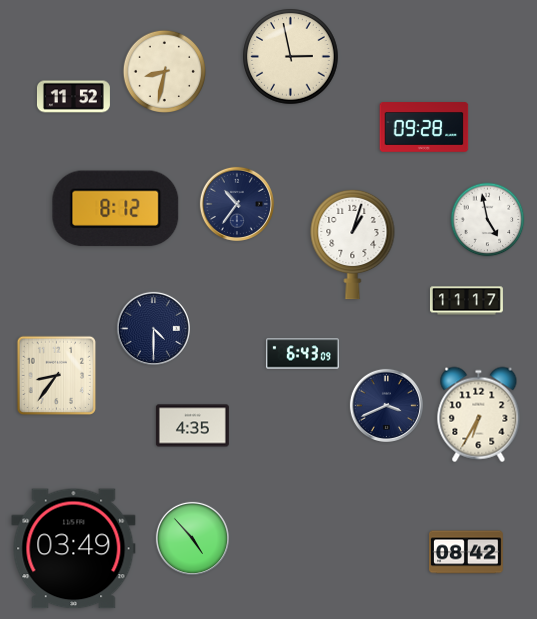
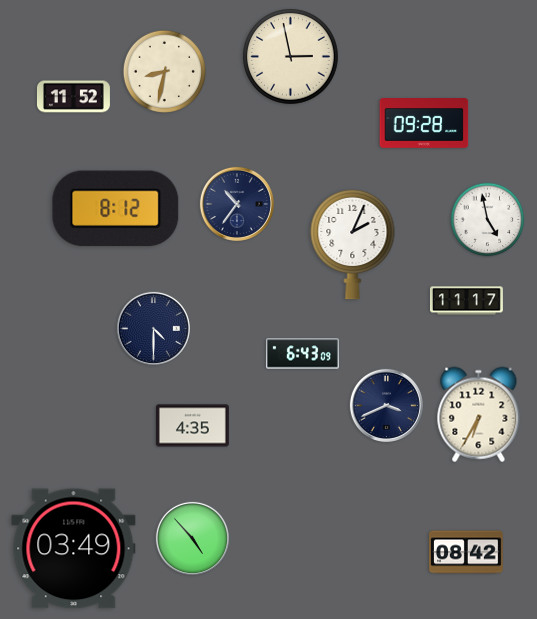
clock at (424, 127) position: (424, 127) -> (424, 123)
clock at (353, 244): 1:03 -> 2:04
clock at (57, 376): 8:36 -> none
